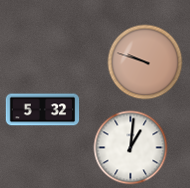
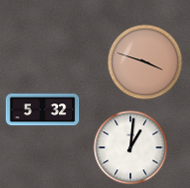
clock at (145, 62): 9:48 -> 3:48
